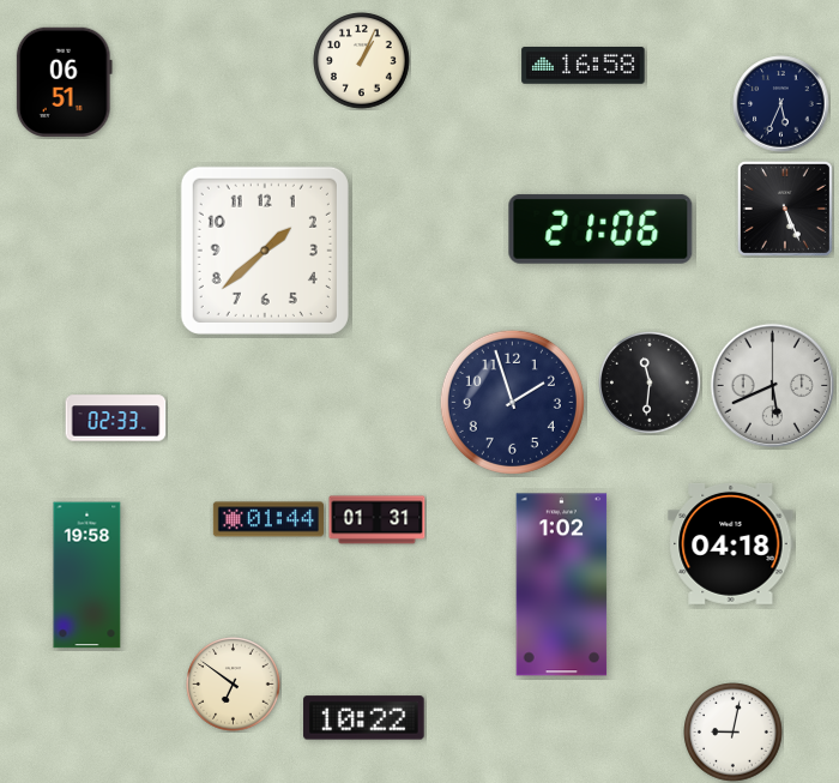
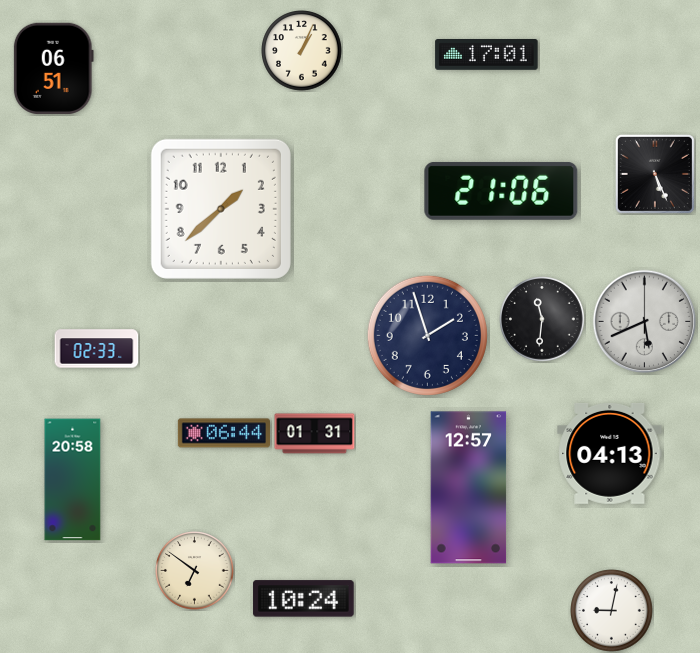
clock at (584, 66): 16:58 -> 17:01
clock at (781, 104): 5:34 -> none
clock at (268, 519): 01:44 -> 06:44
clock at (731, 543): 04:18 -> 04:13
clock at (87, 576): 19:58 -> 20:58
clock at (562, 585): 1:02 -> 12:57
clock at (364, 718): 10:22 -> 10:24
